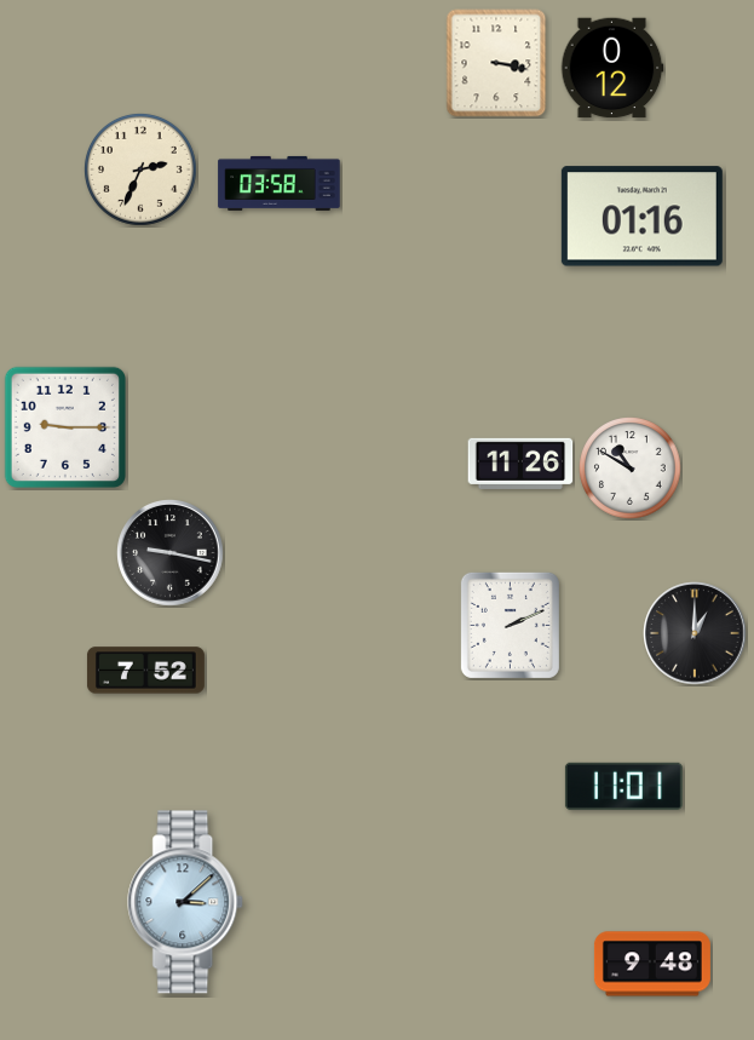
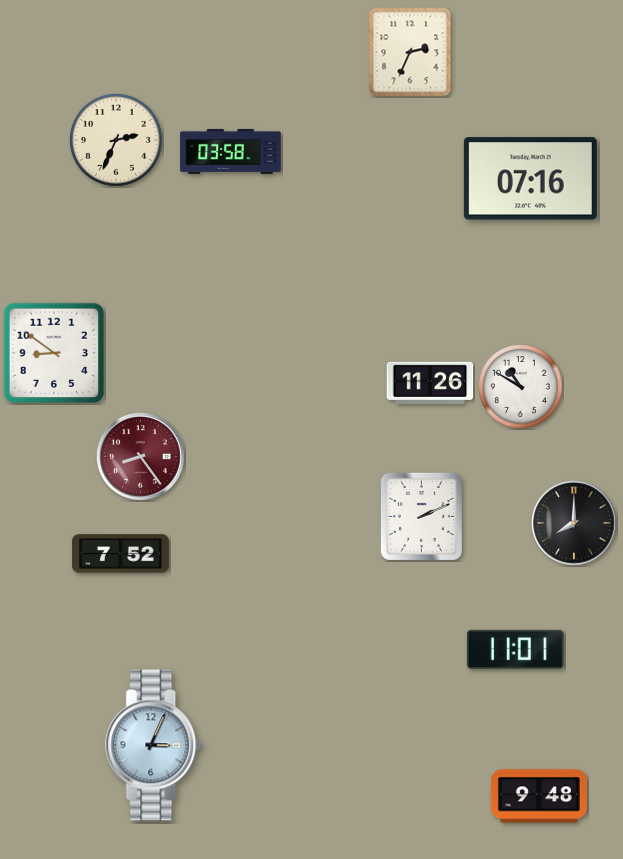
clock at (496, 63): 3:17 -> 2:34
clock at (612, 68): 0:12 -> none
clock at (641, 217): 01:16 -> 07:16
clock at (65, 427): 9:15 -> 8:51
clock at (171, 553): 9:17 -> 8:24
clock at (171, 553) dial: black -> burgundy
clock at (695, 633): 1:00 -> 8:00
clock at (186, 902): 3:08 -> 3:04
